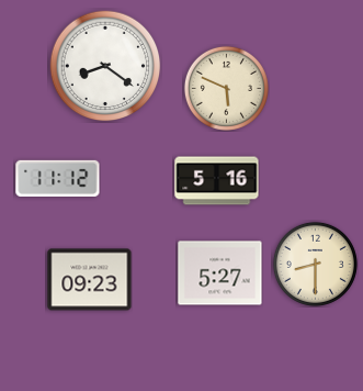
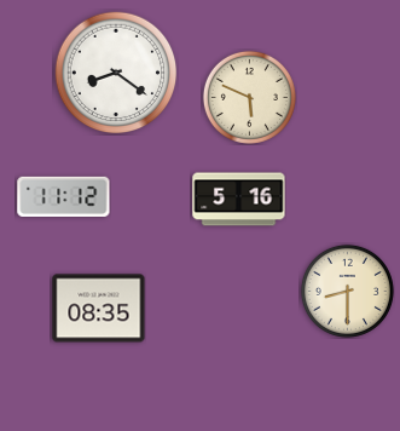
clock at (220, 273): 5:27 -> none
clock at (90, 280): 09:23 -> 08:35
